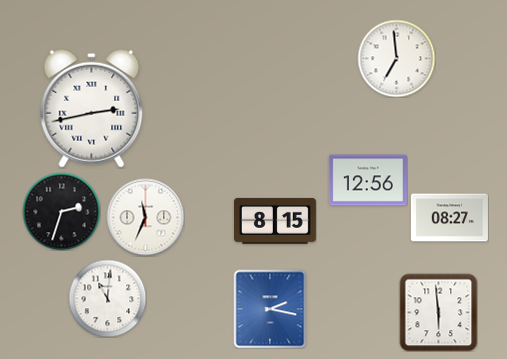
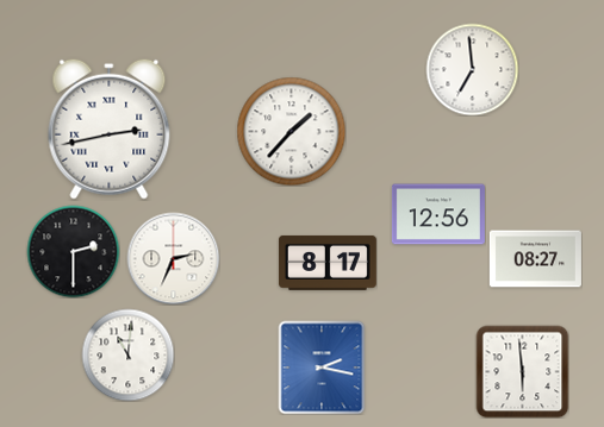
clock at (291, 131): none -> 1:37
clock at (61, 211): 2:33 -> 2:30
clock at (145, 217): 11:34 -> 2:34
clock at (275, 221): 8:15 -> 8:17
